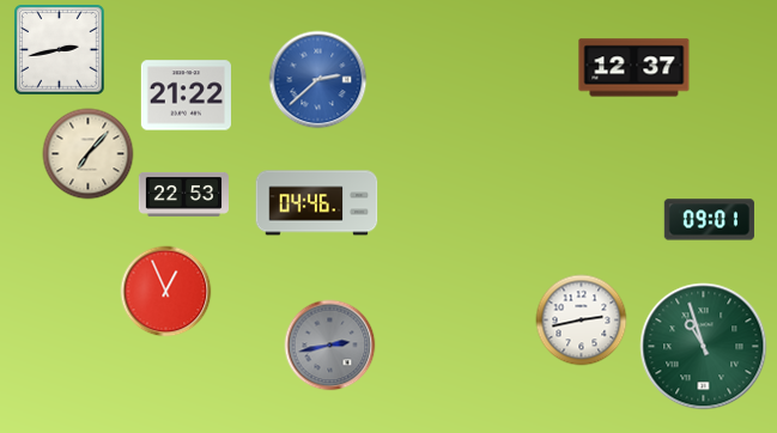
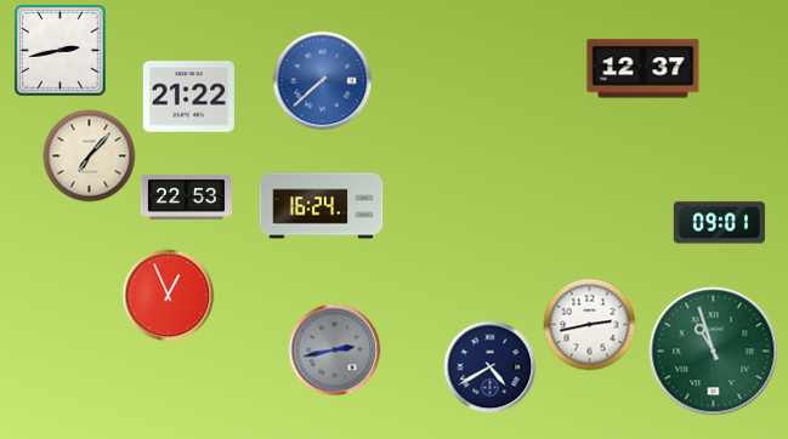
clock at (318, 80): 2:38 -> 7:38
clock at (317, 203): 04:46 -> 16:24
clock at (491, 367): none -> 4:40
